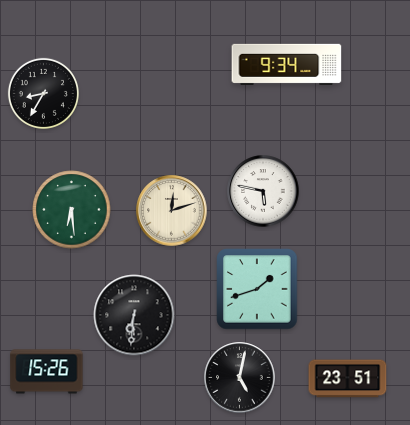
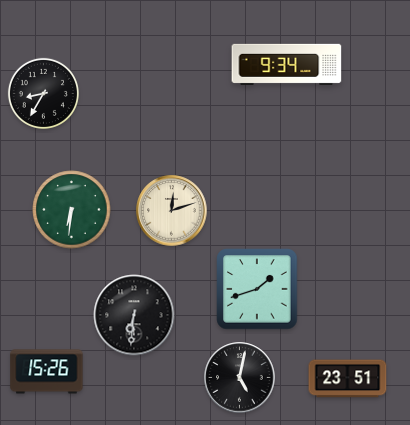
clock at (263, 191): 5:47 -> none
clock at (72, 210): 6:29 -> 6:31
